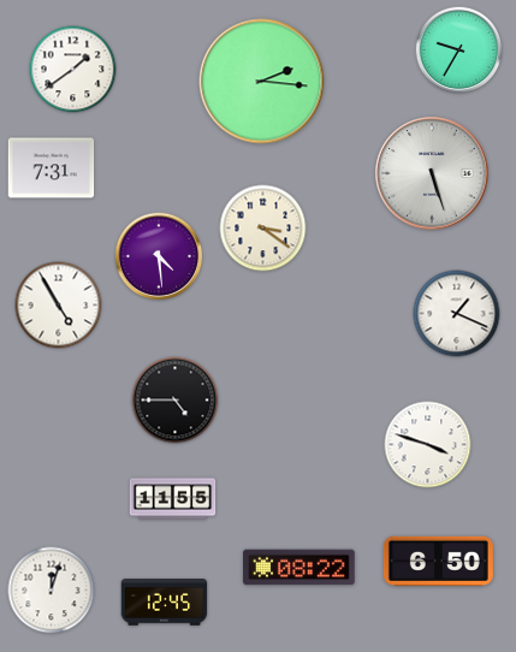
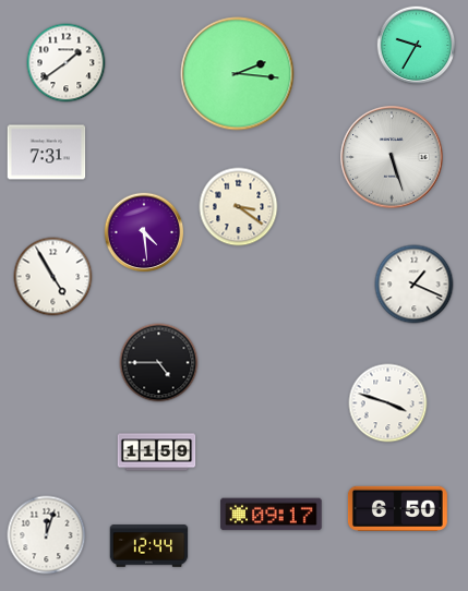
clock at (173, 499): 11:55 -> 11:59
clock at (299, 568): 08:22 -> 09:17
clock at (165, 603): 12:45 -> 12:44
